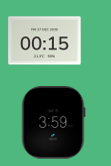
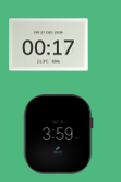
clock at (45, 41): 00:15 -> 00:17
